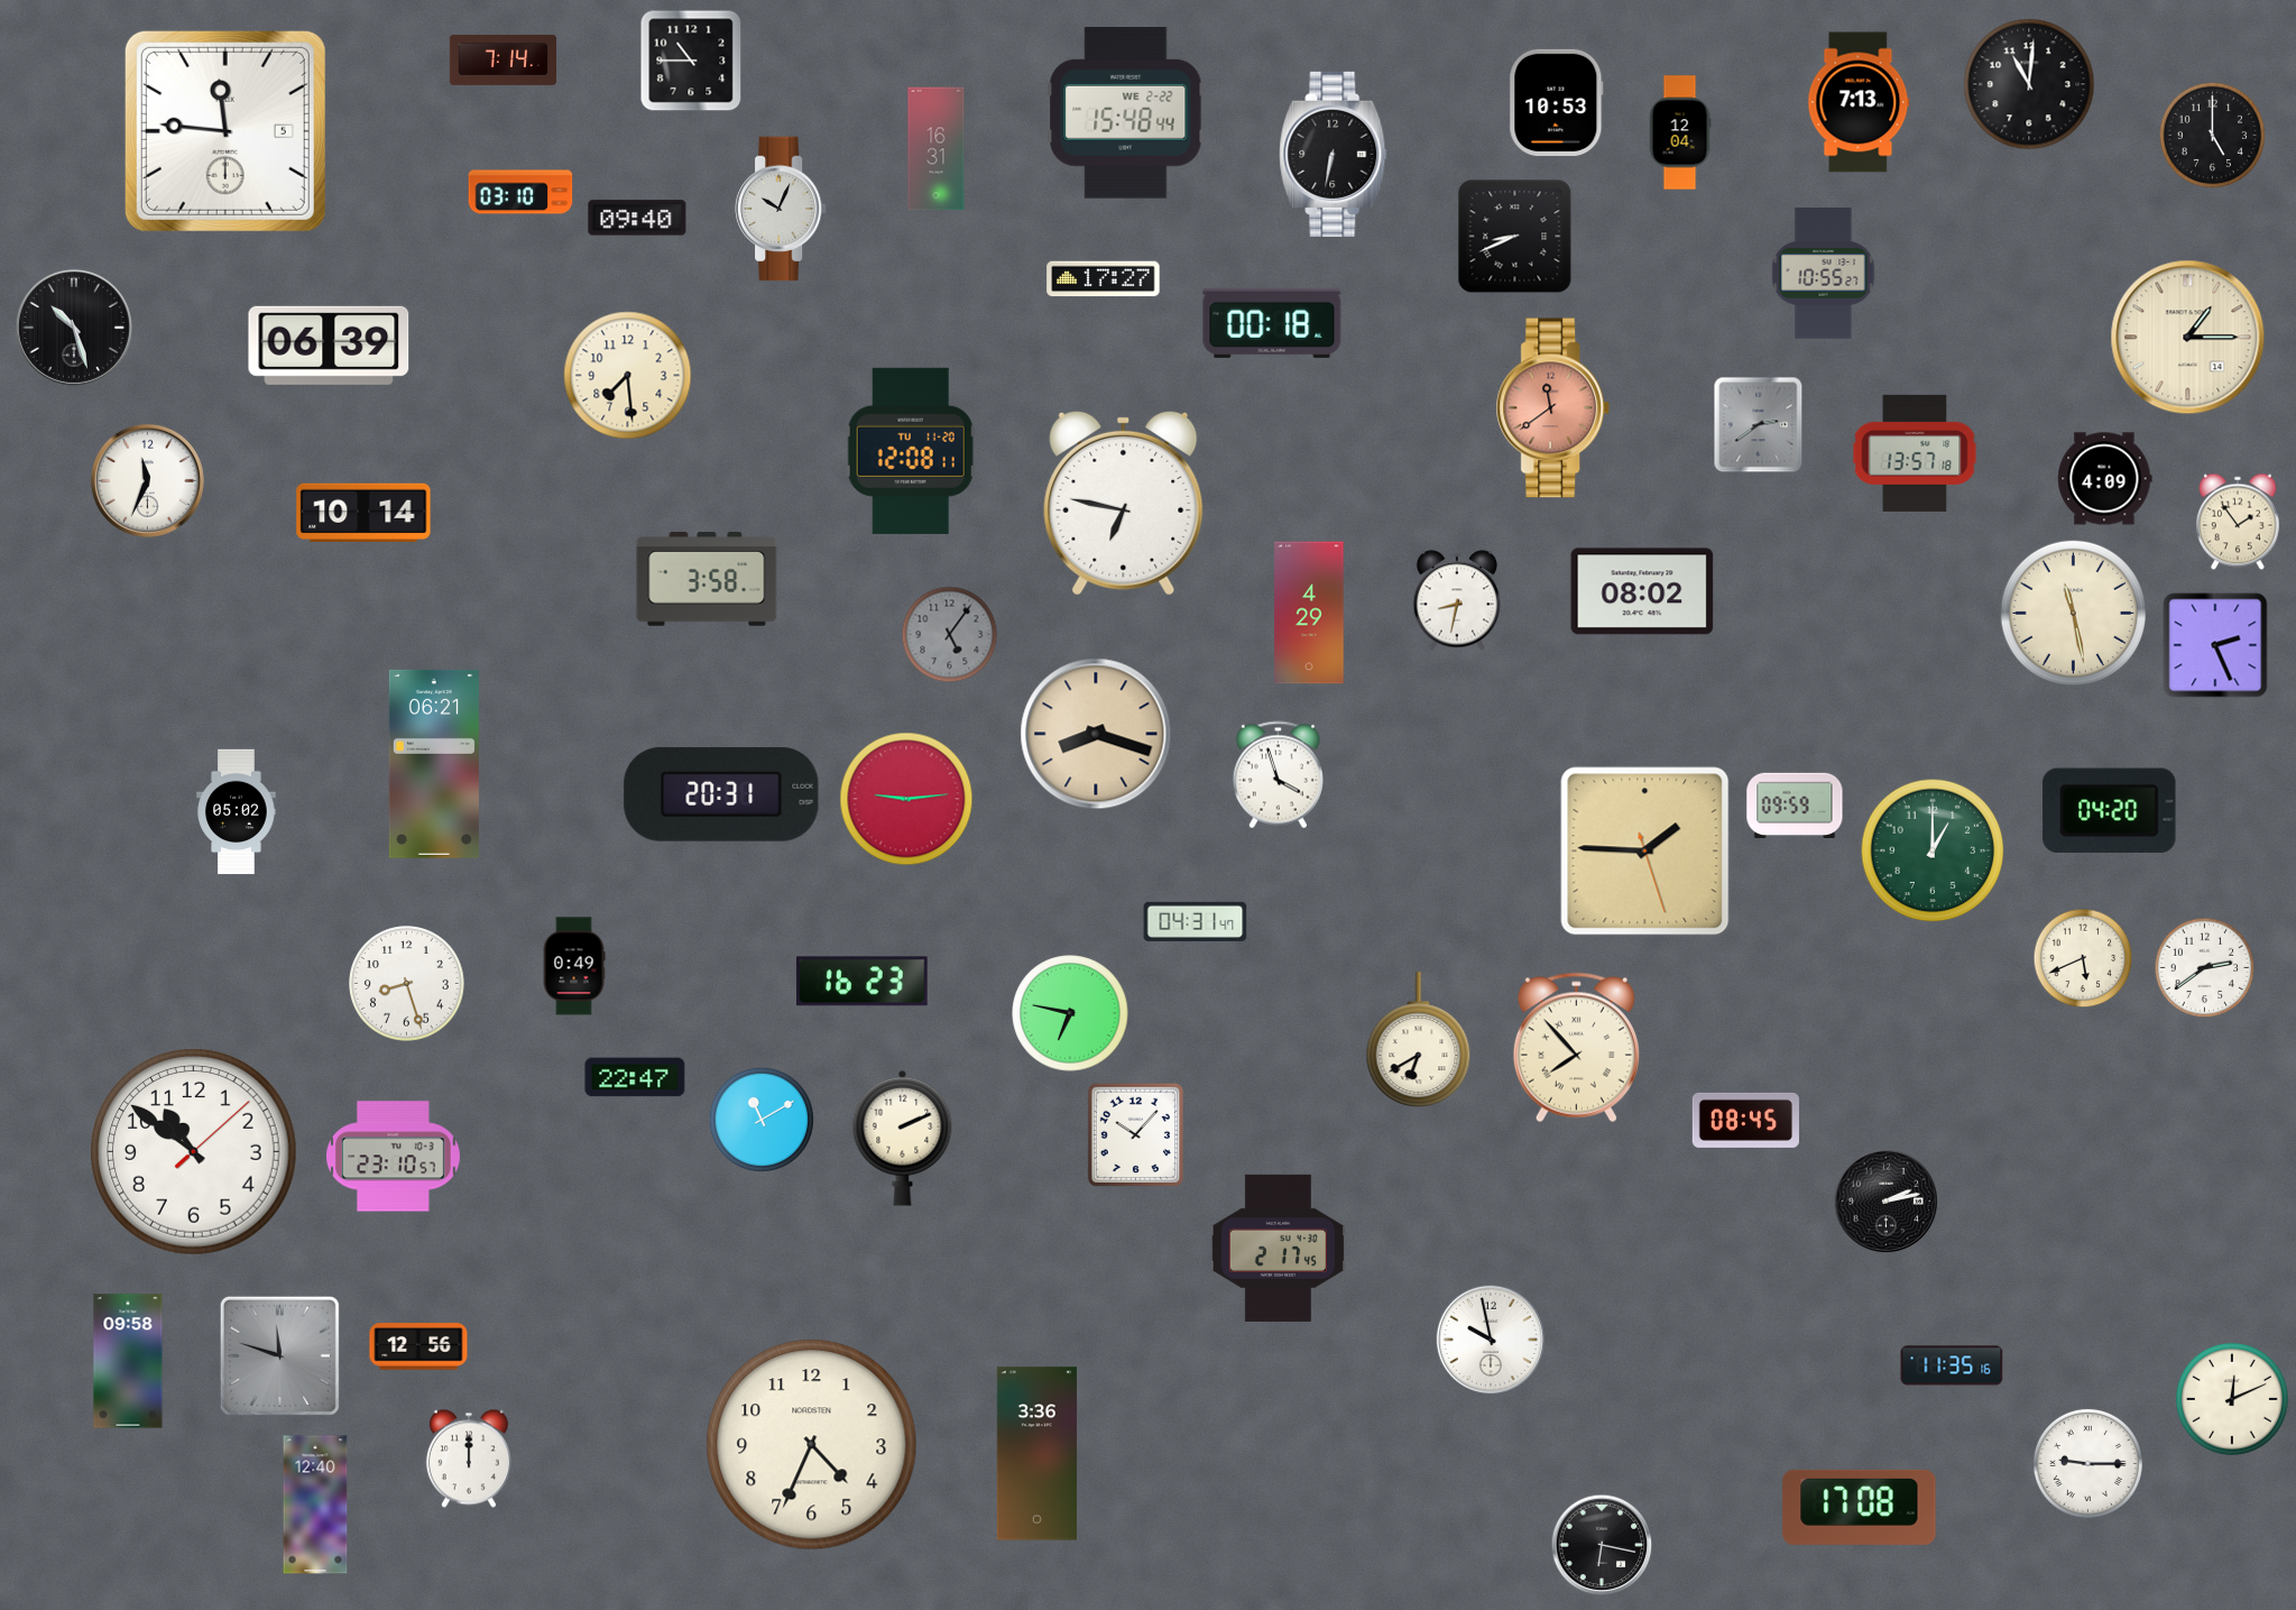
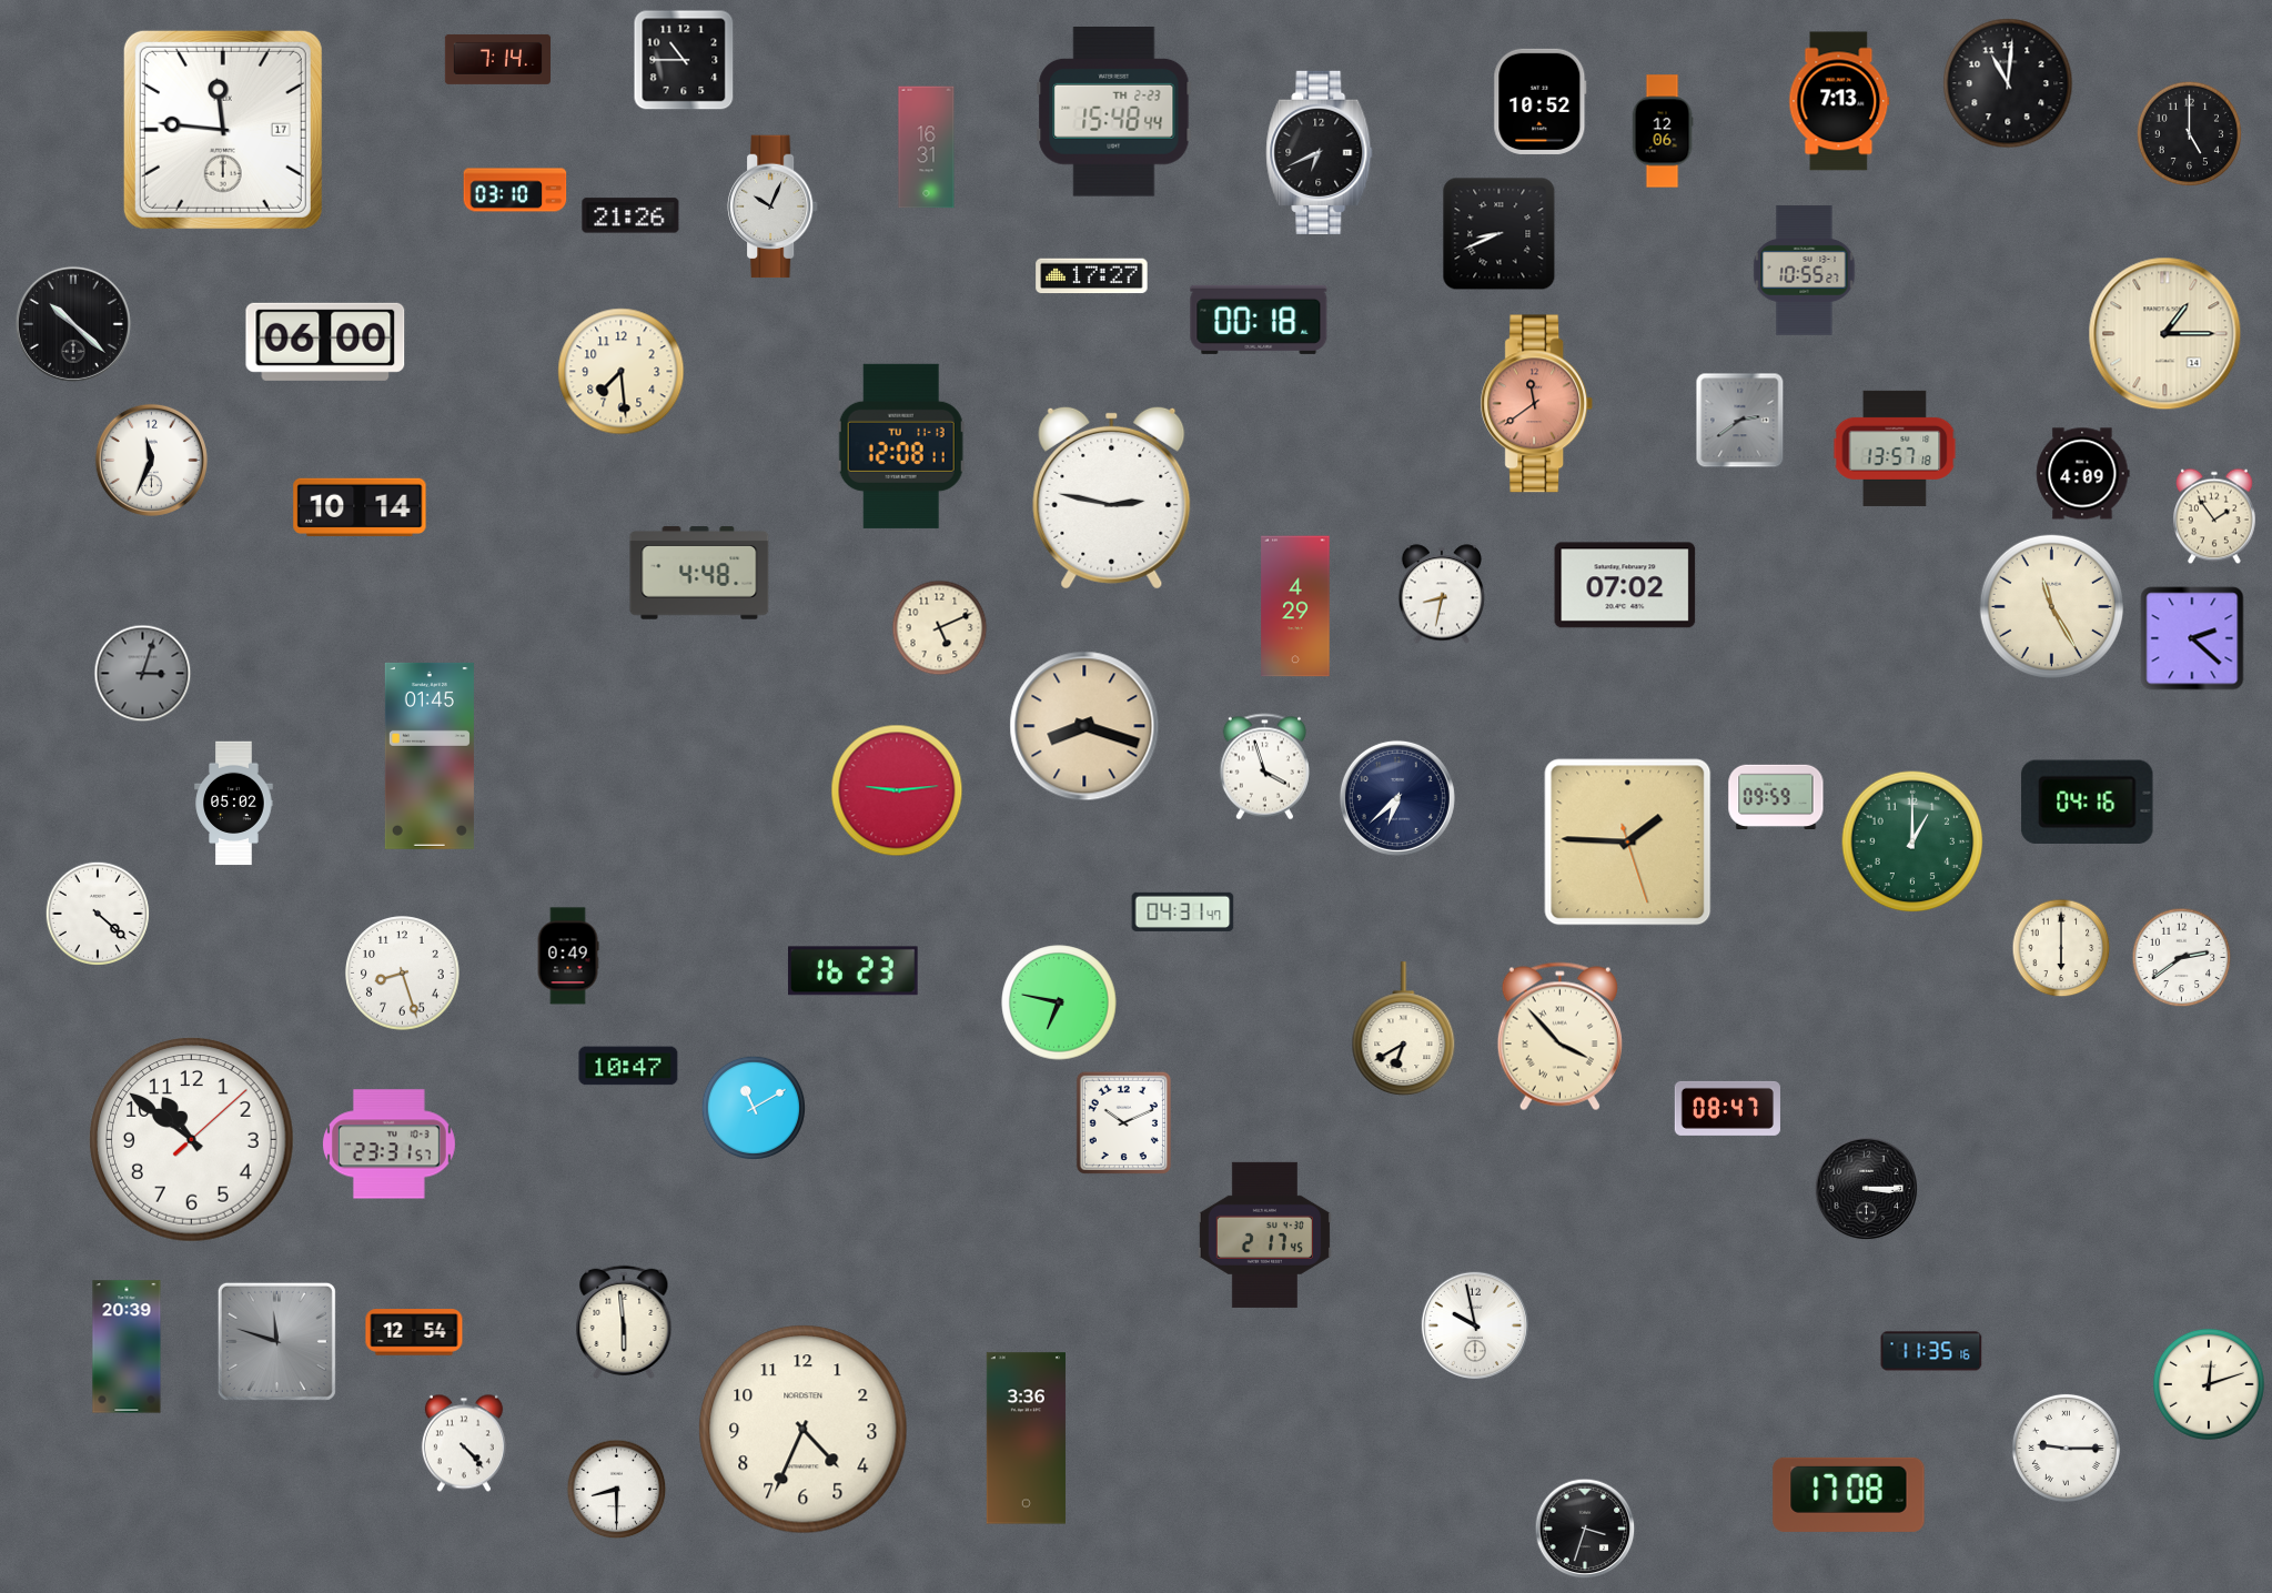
clock at (1557, 102): 10:53 -> 10:52
clock at (1126, 113) date: WE 2-22 -> TH 2-23
clock at (225, 131) date: 5 -> 17
clock at (1680, 132): 12:04 -> 12:06
clock at (1334, 154): 6:32 -> 6:41
clock at (637, 218): 09:40 -> 21:26
clock at (74, 328): 10:27 -> 10:22
clock at (329, 346): 06:39 -> 06:00
clock at (911, 451) date: TU 11-20 -> TU 11-13
clock at (147, 480) position: (147, 480) -> (151, 460)
clock at (1124, 503): 6:47 -> 2:47
clock at (707, 579): 3:58 -> 4:48
clock at (1642, 591): 08:02 -> 07:02
clock at (2073, 613): 11:28 -> 11:25
clock at (950, 635): 5:06 -> 5:11
clock at (950, 635) dial: grey -> cream
clock at (2215, 645): 2:26 -> 2:22
clock at (143, 674): none -> 3:03
clock at (434, 764): 06:21 -> 01:45
clock at (721, 794): 20:31 -> none
clock at (1397, 798): none -> 6:38
clock at (2110, 810): 04:20 -> 04:16
clock at (97, 913): none -> 4:22
clock at (2083, 958): 5:41 -> 6:00
clock at (1576, 1048): 7:53 -> 3:53
clock at (635, 1077): 22:47 -> 10:47
clock at (1745, 1120): 08:45 -> 08:47
clock at (1135, 1134): 10:07 -> 10:11
clock at (903, 1138): 2:11 -> none
clock at (393, 1157): 23:10 -> 23:31
clock at (1887, 1202): 2:13 -> 3:15
clock at (624, 1322): none -> 5:59
clock at (418, 1346): 12:56 -> 12:54
clock at (128, 1361): 09:58 -> 20:39
clock at (2232, 1399): 12:11 -> 12:12
clock at (469, 1459): 12:00 -> 4:23
clock at (315, 1505): 12:40 -> none
clock at (617, 1490): none -> 8:30
clock at (1860, 1507) position: (1860, 1507) -> (1849, 1494)
clock at (1602, 1545): 6:17 -> 3:33
